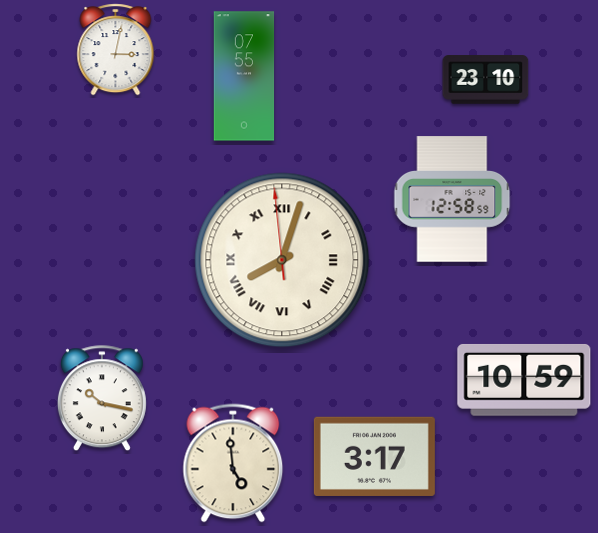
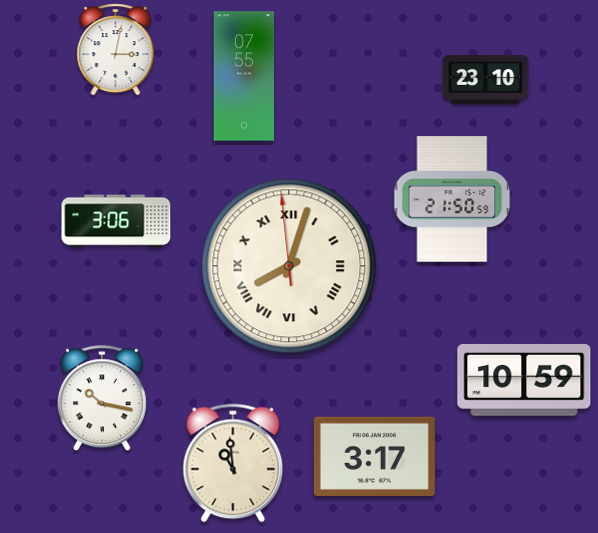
clock at (452, 199): 12:58 -> 21:50
clock at (116, 221): none -> 3:06
clock at (282, 260) position: (282, 260) -> (289, 266)
clock at (233, 463): 4:59 -> 10:59
